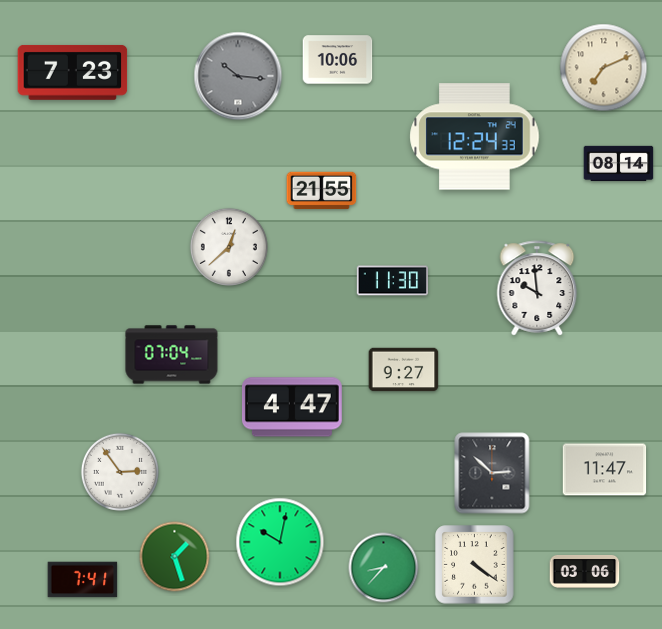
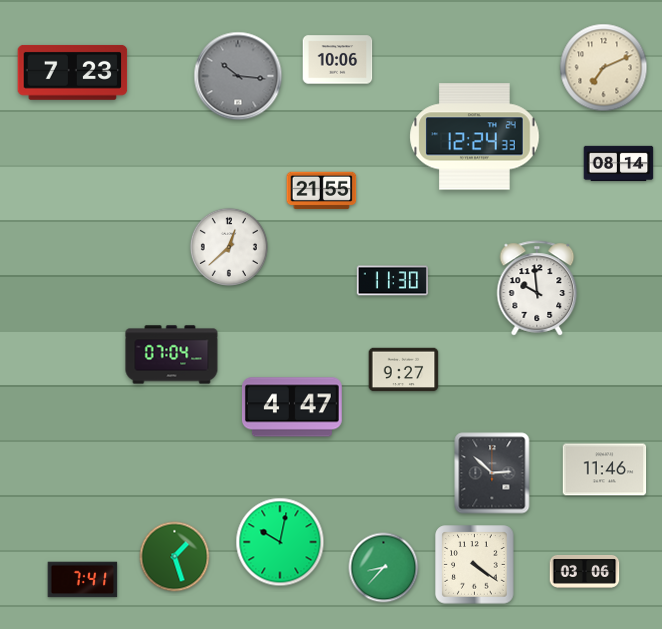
clock at (605, 470): 11:47 -> 11:46
clock at (120, 472): 2:54 -> none
